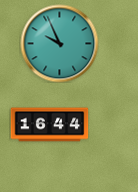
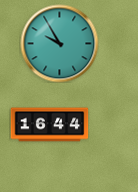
clock at (59, 43): 9:56 -> 9:55
